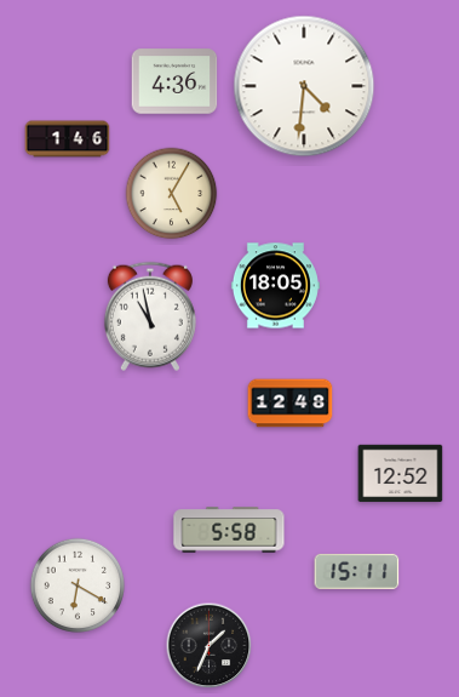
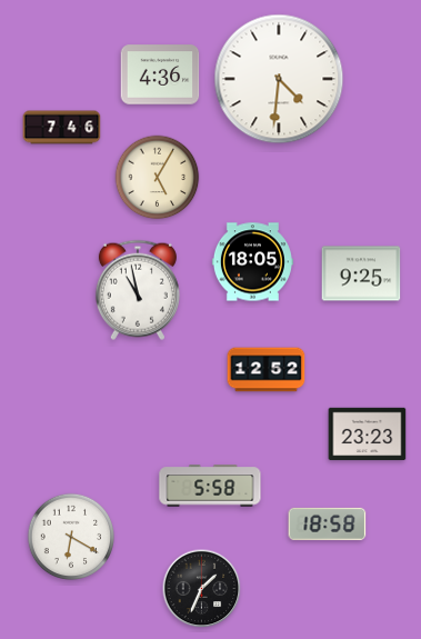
clock at (68, 139): 1:46 -> 7:46
clock at (361, 273): none -> 9:25
clock at (291, 404): 12:48 -> 12:52
clock at (401, 474): 12:52 -> 23:23
clock at (357, 571): 15:11 -> 18:58
clock at (210, 646) position: (210, 646) -> (202, 589)
